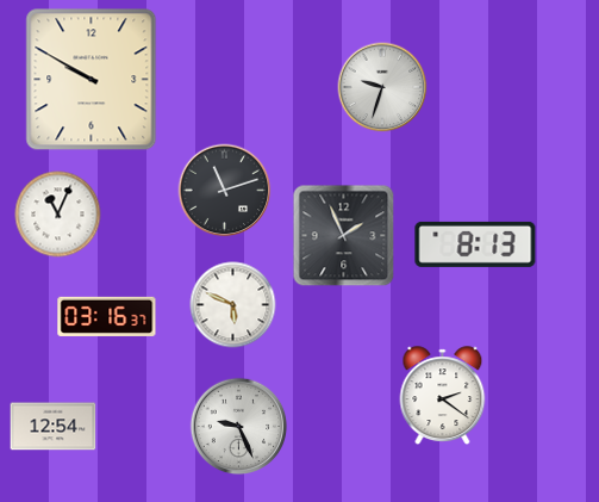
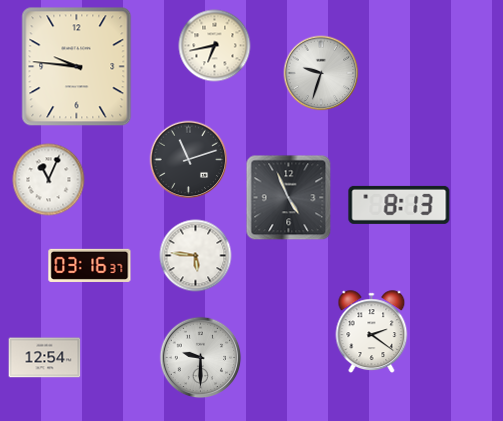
clock at (215, 46): none -> 6:43
clock at (92, 80): 9:50 -> 9:46
clock at (344, 236): 1:56 -> 4:56
clock at (233, 305): 5:49 -> 5:46
clock at (239, 427): 9:26 -> 9:30
